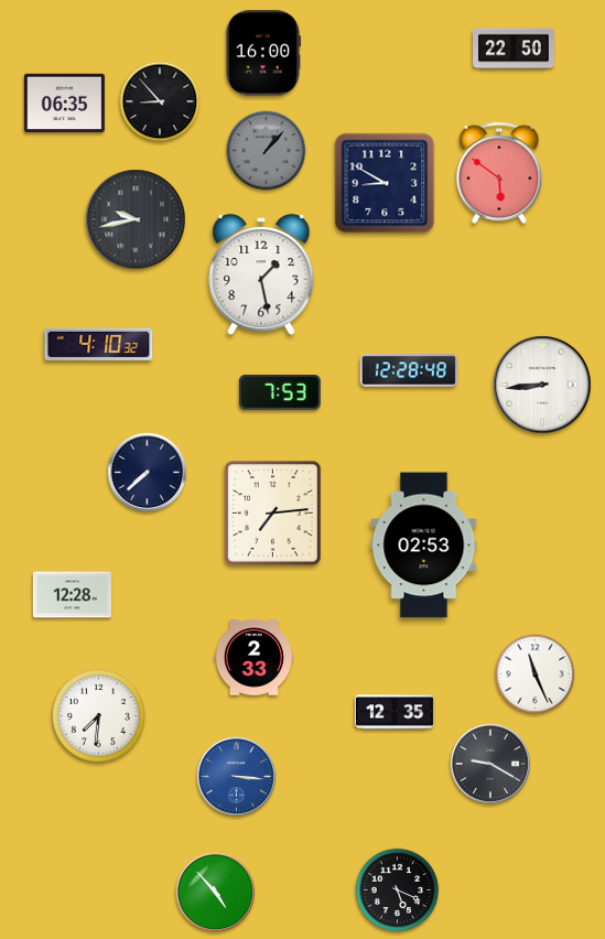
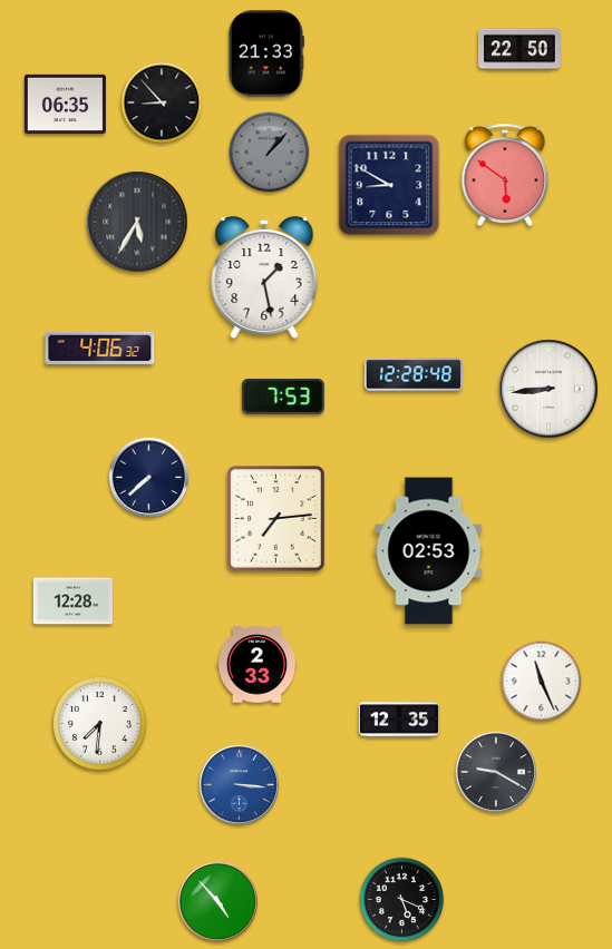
clock at (262, 53): 16:00 -> 21:33
clock at (136, 219): 9:43 -> 5:35
clock at (99, 344): 4:10 -> 4:06
